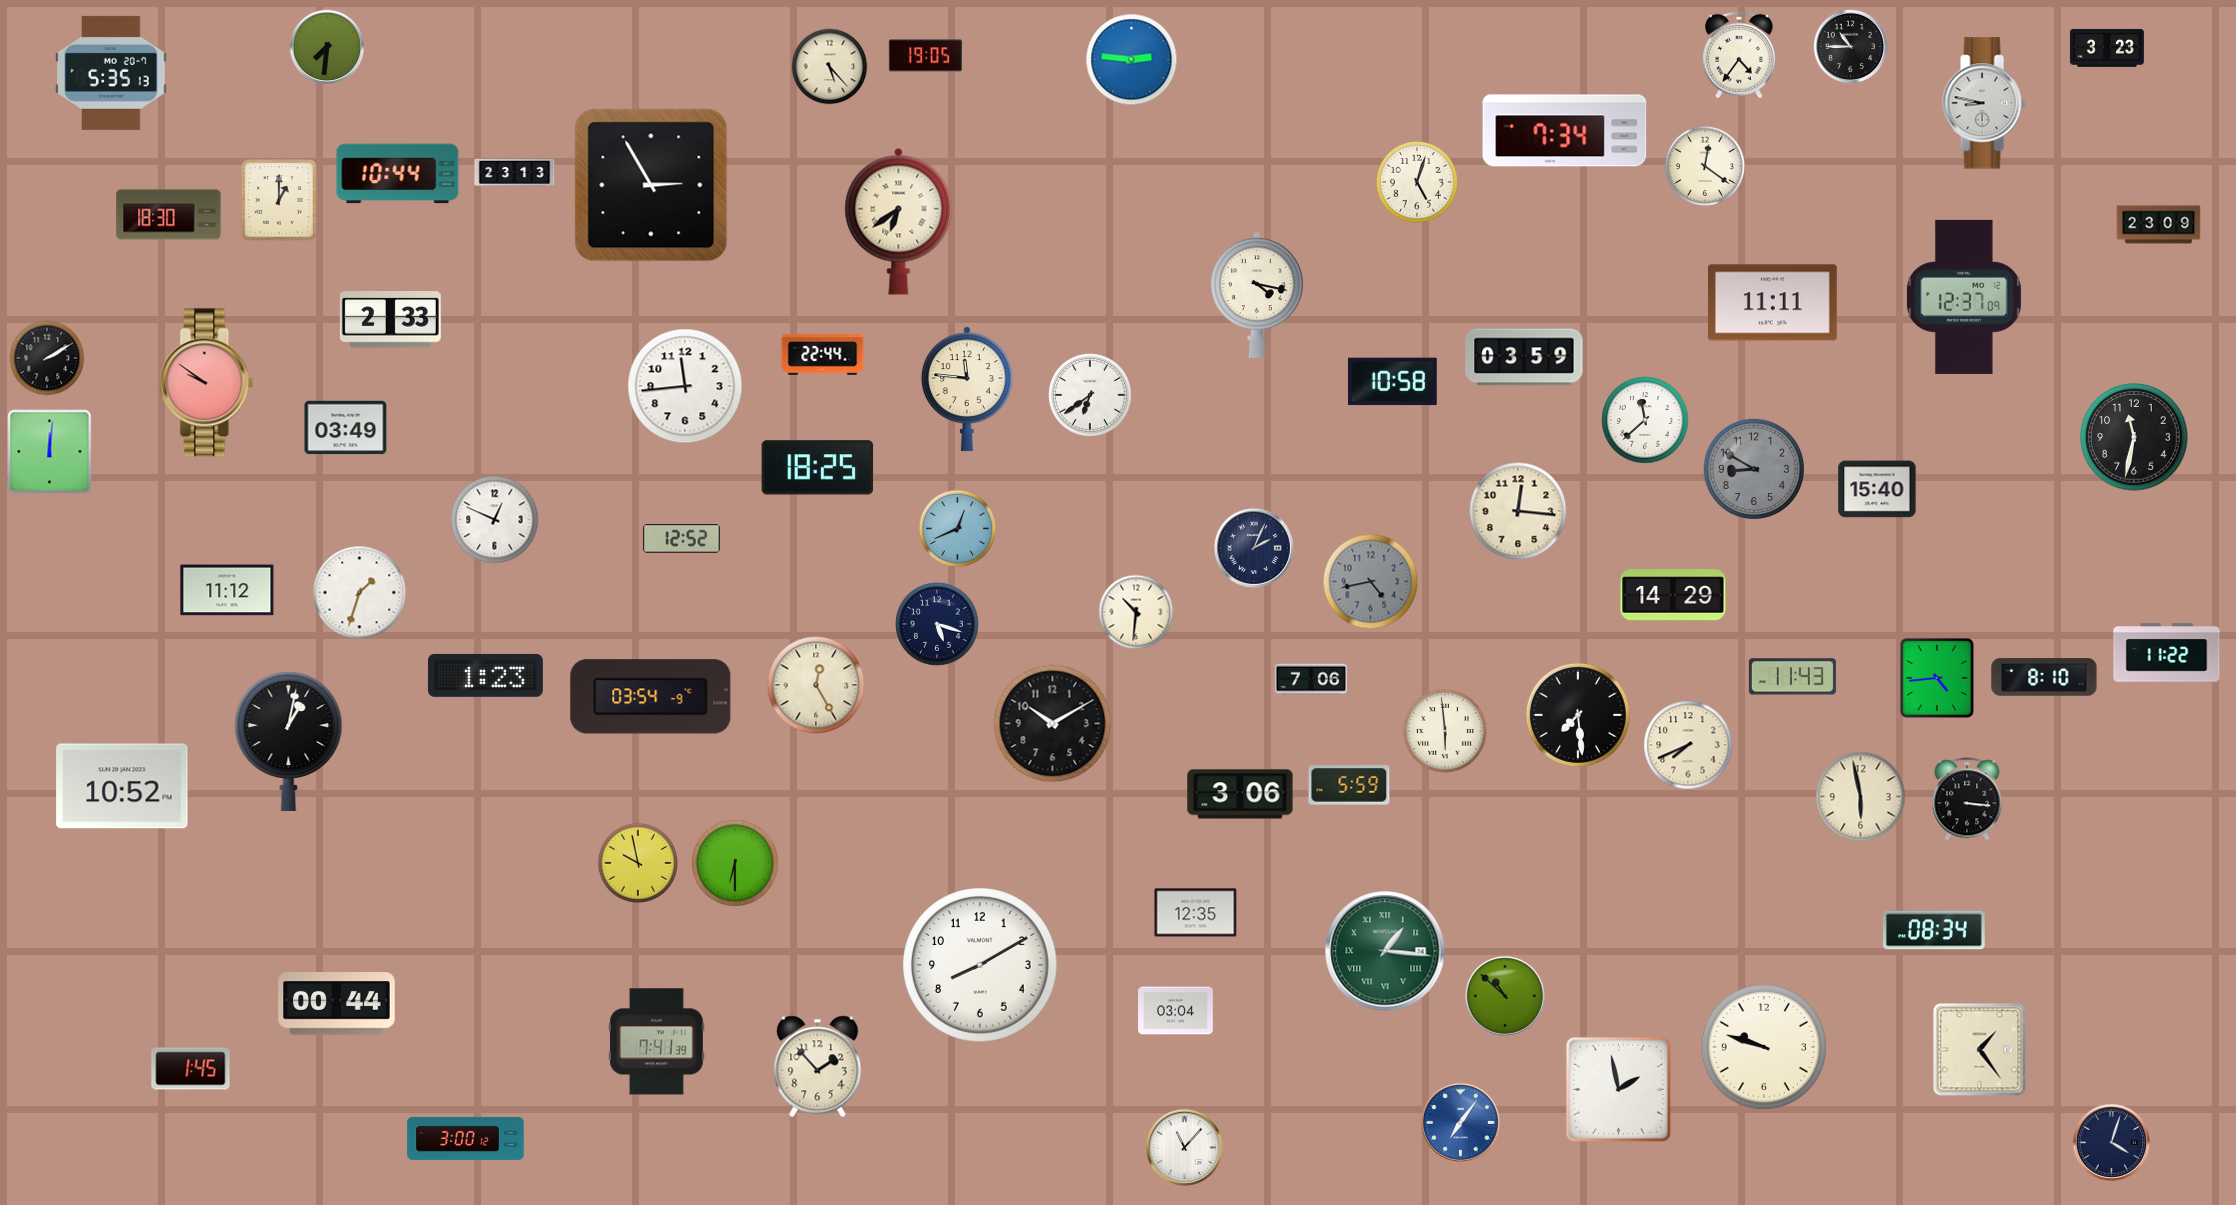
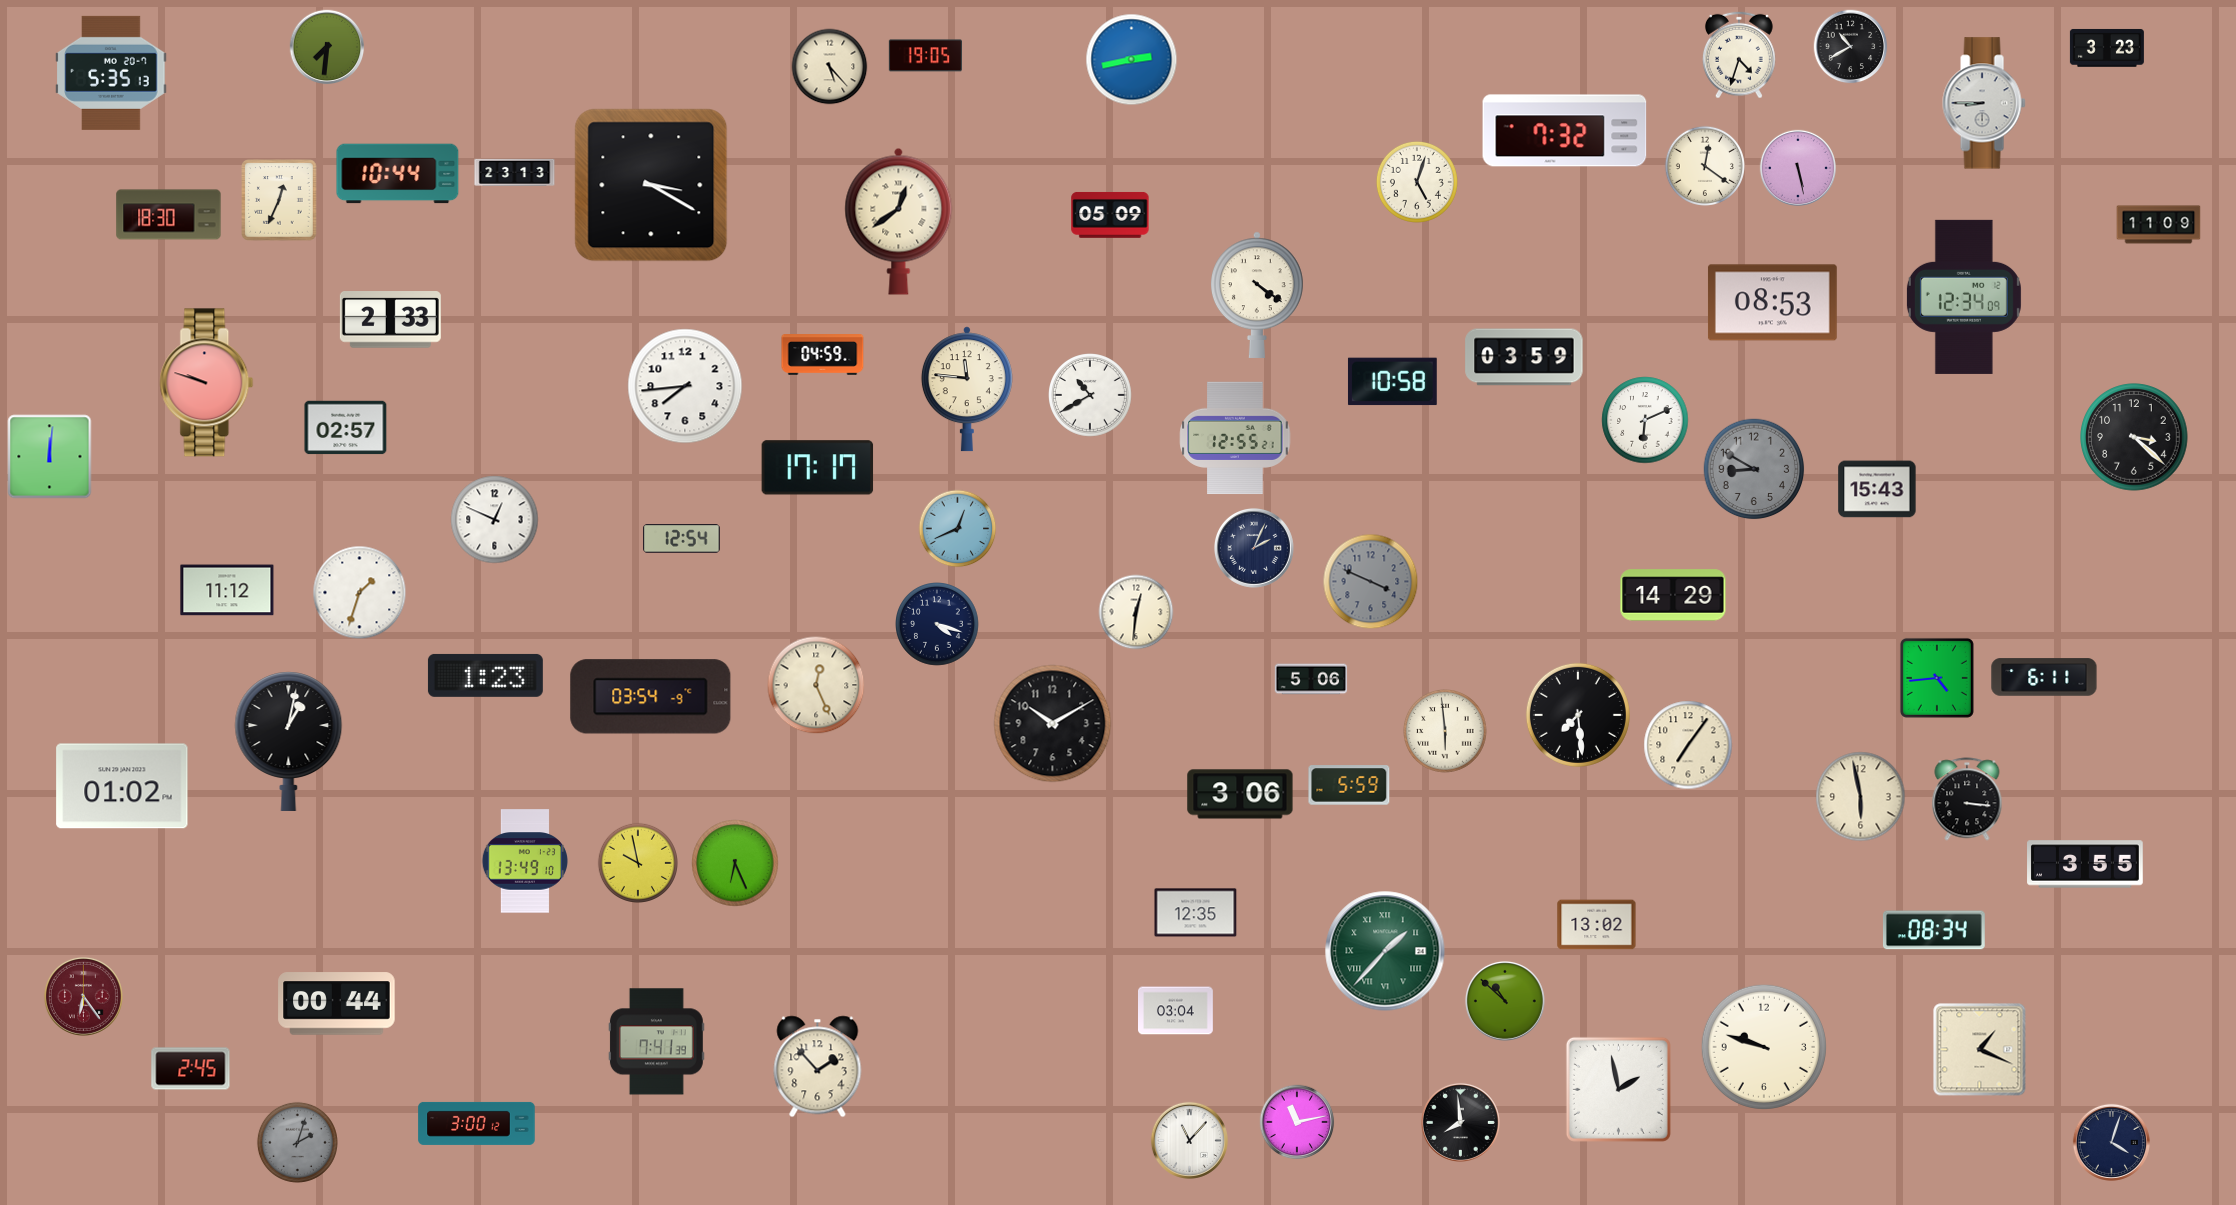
clock at (1851, 47): 10:45 -> 10:40
clock at (1739, 55): 4:36 -> 4:33
clock at (1132, 60): 2:46 -> 2:43
clock at (1984, 103): 8:47 -> 8:45
clock at (1565, 131): 7:34 -> 7:32
clock at (1798, 168): none -> 5:28
clock at (651, 185): 2:55 -> 3:20
clock at (279, 200): 1:00 -> 12:34
clock at (1110, 215): none -> 05:09
clock at (899, 221): 6:39 -> 12:39
clock at (2159, 225): 23:09 -> 11:09
clock at (1258, 295): 4:17 -> 4:21
clock at (1964, 297): 12:37 -> 12:34
clock at (1772, 303): 11:11 -> 08:53
clock at (823, 355): 22:44 -> 04:59
clock at (47, 358): 2:10 -> none
clock at (207, 383): 9:51 -> 9:48
clock at (685, 386): 11:44 -> 7:44
clock at (1091, 396): 6:39 -> 10:40
clock at (1645, 420): 11:38 -> 6:11
clock at (346, 428): 03:49 -> 02:57
clock at (2134, 437): 11:32 -> 3:22
clock at (1235, 438): none -> 12:55
clock at (50, 452) position: (50, 452) -> (50, 457)
clock at (818, 468): 18:25 -> 17:17
clock at (1877, 489): 15:40 -> 15:43
clock at (1518, 511): 12:16 -> none
clock at (682, 539): 12:52 -> 12:54
clock at (1371, 582): 4:43 -> 3:49
clock at (1136, 612): 10:31 -> 12:31
clock at (938, 625): 5:18 -> 4:18
clock at (2167, 653): 11:22 -> none
clock at (1792, 677): 11:43 -> none
clock at (2044, 677): 8:10 -> 6:11
clock at (1311, 679): 7:06 -> 5:06
clock at (816, 685): 12:25 -> 12:26
clock at (1688, 745): 7:41 -> 7:06
clock at (122, 786): 10:52 -> 01:02
clock at (524, 861): none -> 13:49
clock at (735, 863): 6:30 -> 6:26
clock at (2085, 864): none -> 3:55
clock at (1597, 925): none -> 13:02
clock at (1385, 951): 1:16 -> 1:37
clock at (980, 965): 8:10 -> none
clock at (83, 996): none -> 6:24
clock at (1505, 996) position: (1505, 996) -> (1505, 1001)
clock at (1980, 1050): 1:24 -> 1:19
clock at (191, 1069): 1:45 -> 2:45
clock at (1297, 1122): none -> 11:13
clock at (1460, 1122): 7:06 -> 7:59
clock at (1460, 1122) dial: blue -> black
clock at (466, 1138) position: (466, 1138) -> (477, 1123)
clock at (297, 1142): none -> 2:03
clock at (1184, 1147) position: (1184, 1147) -> (1189, 1140)
